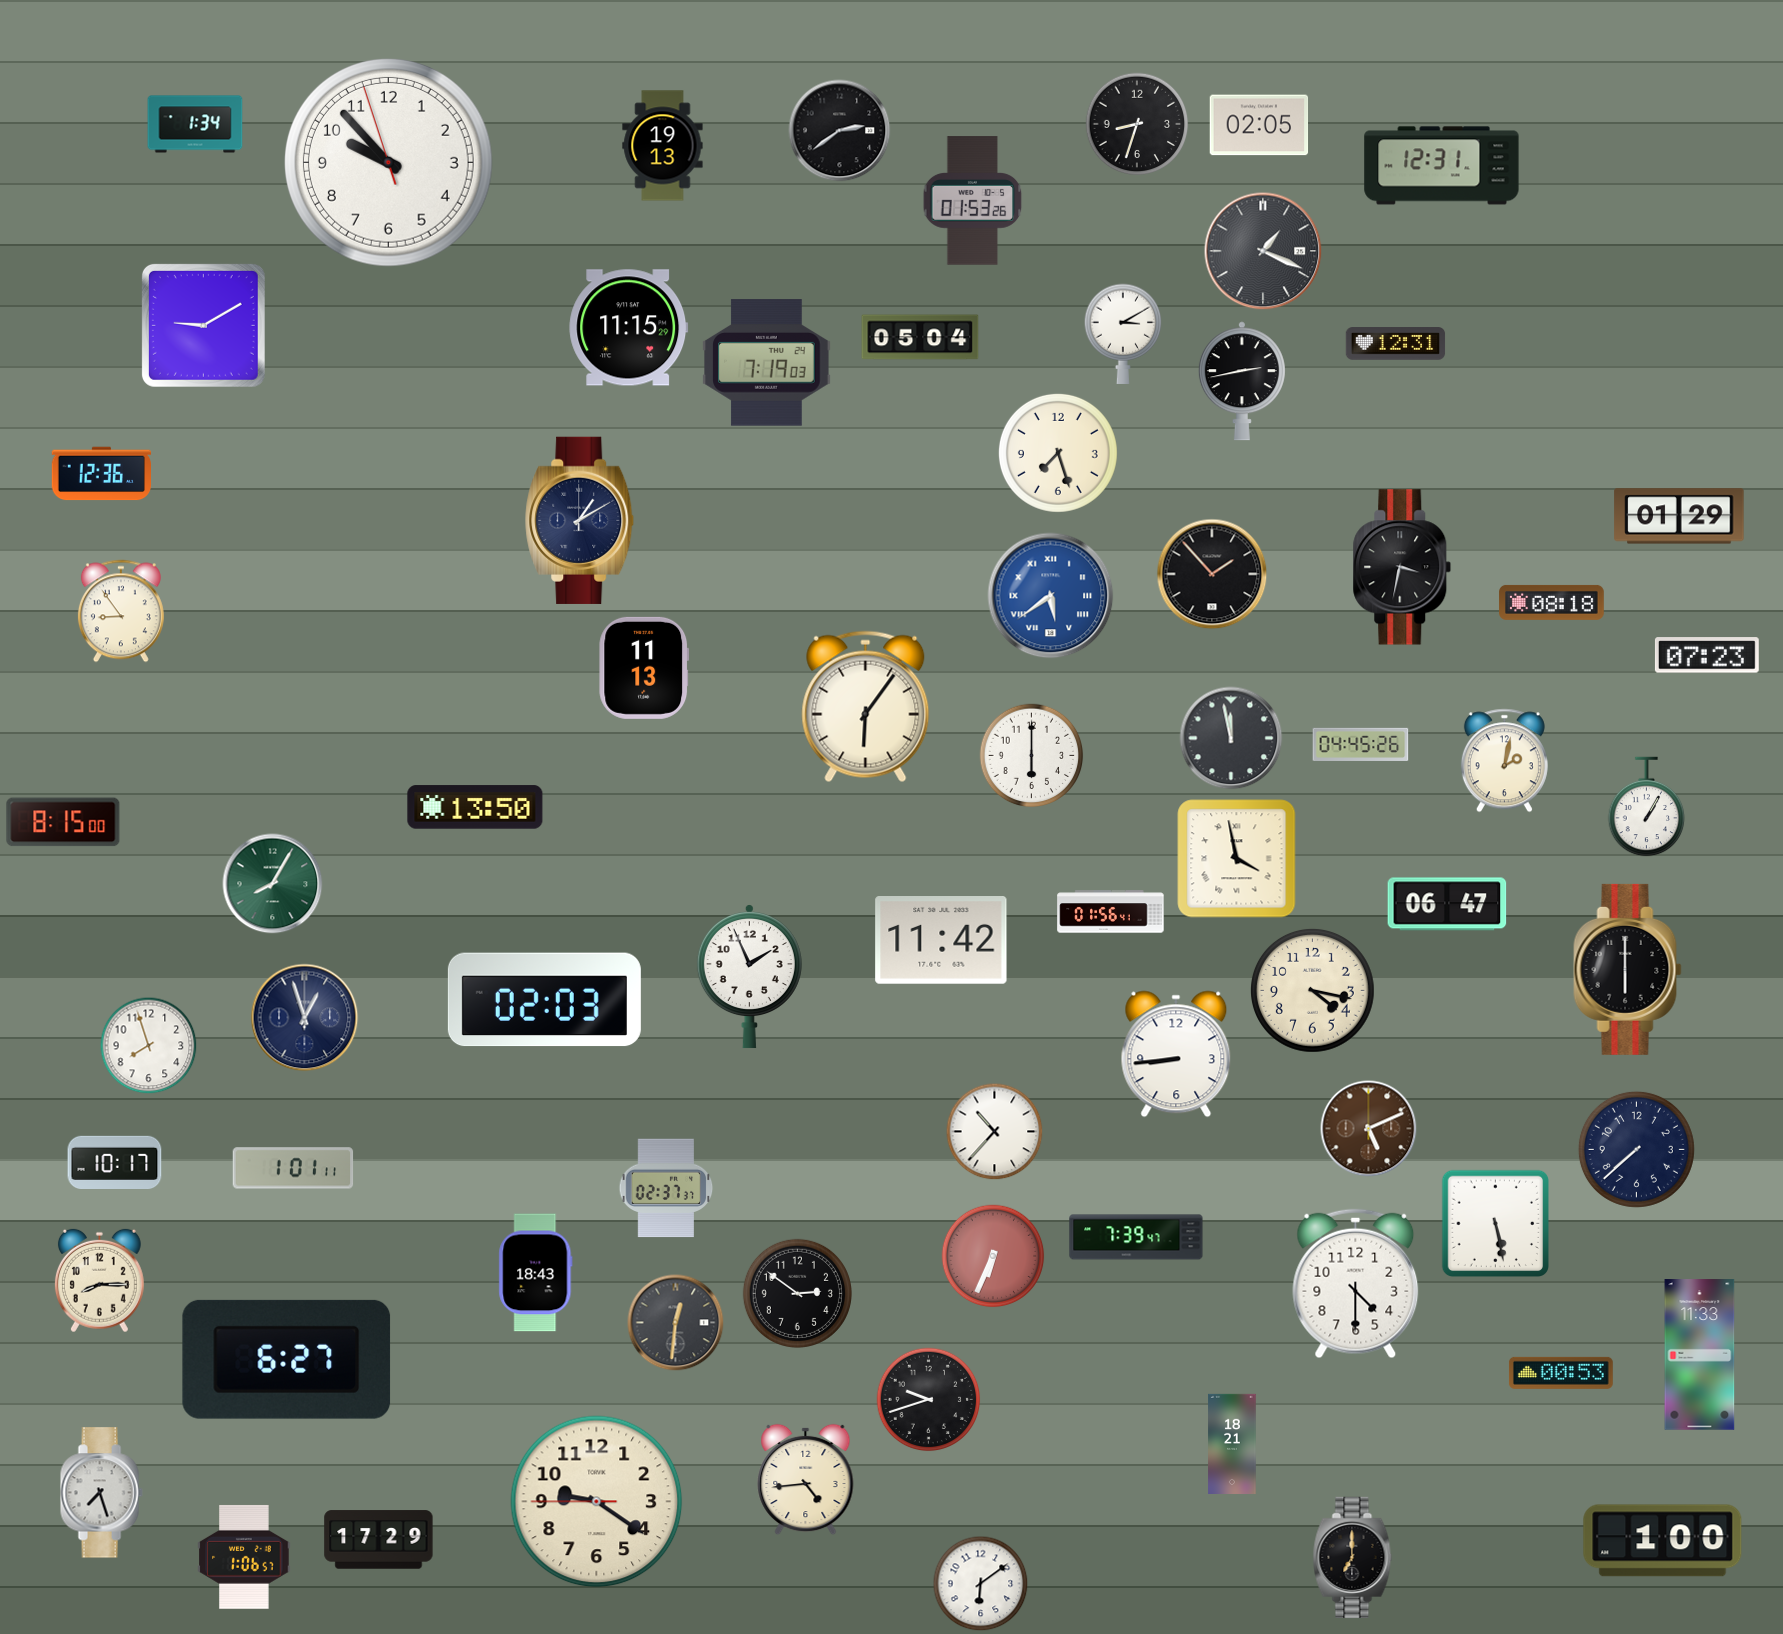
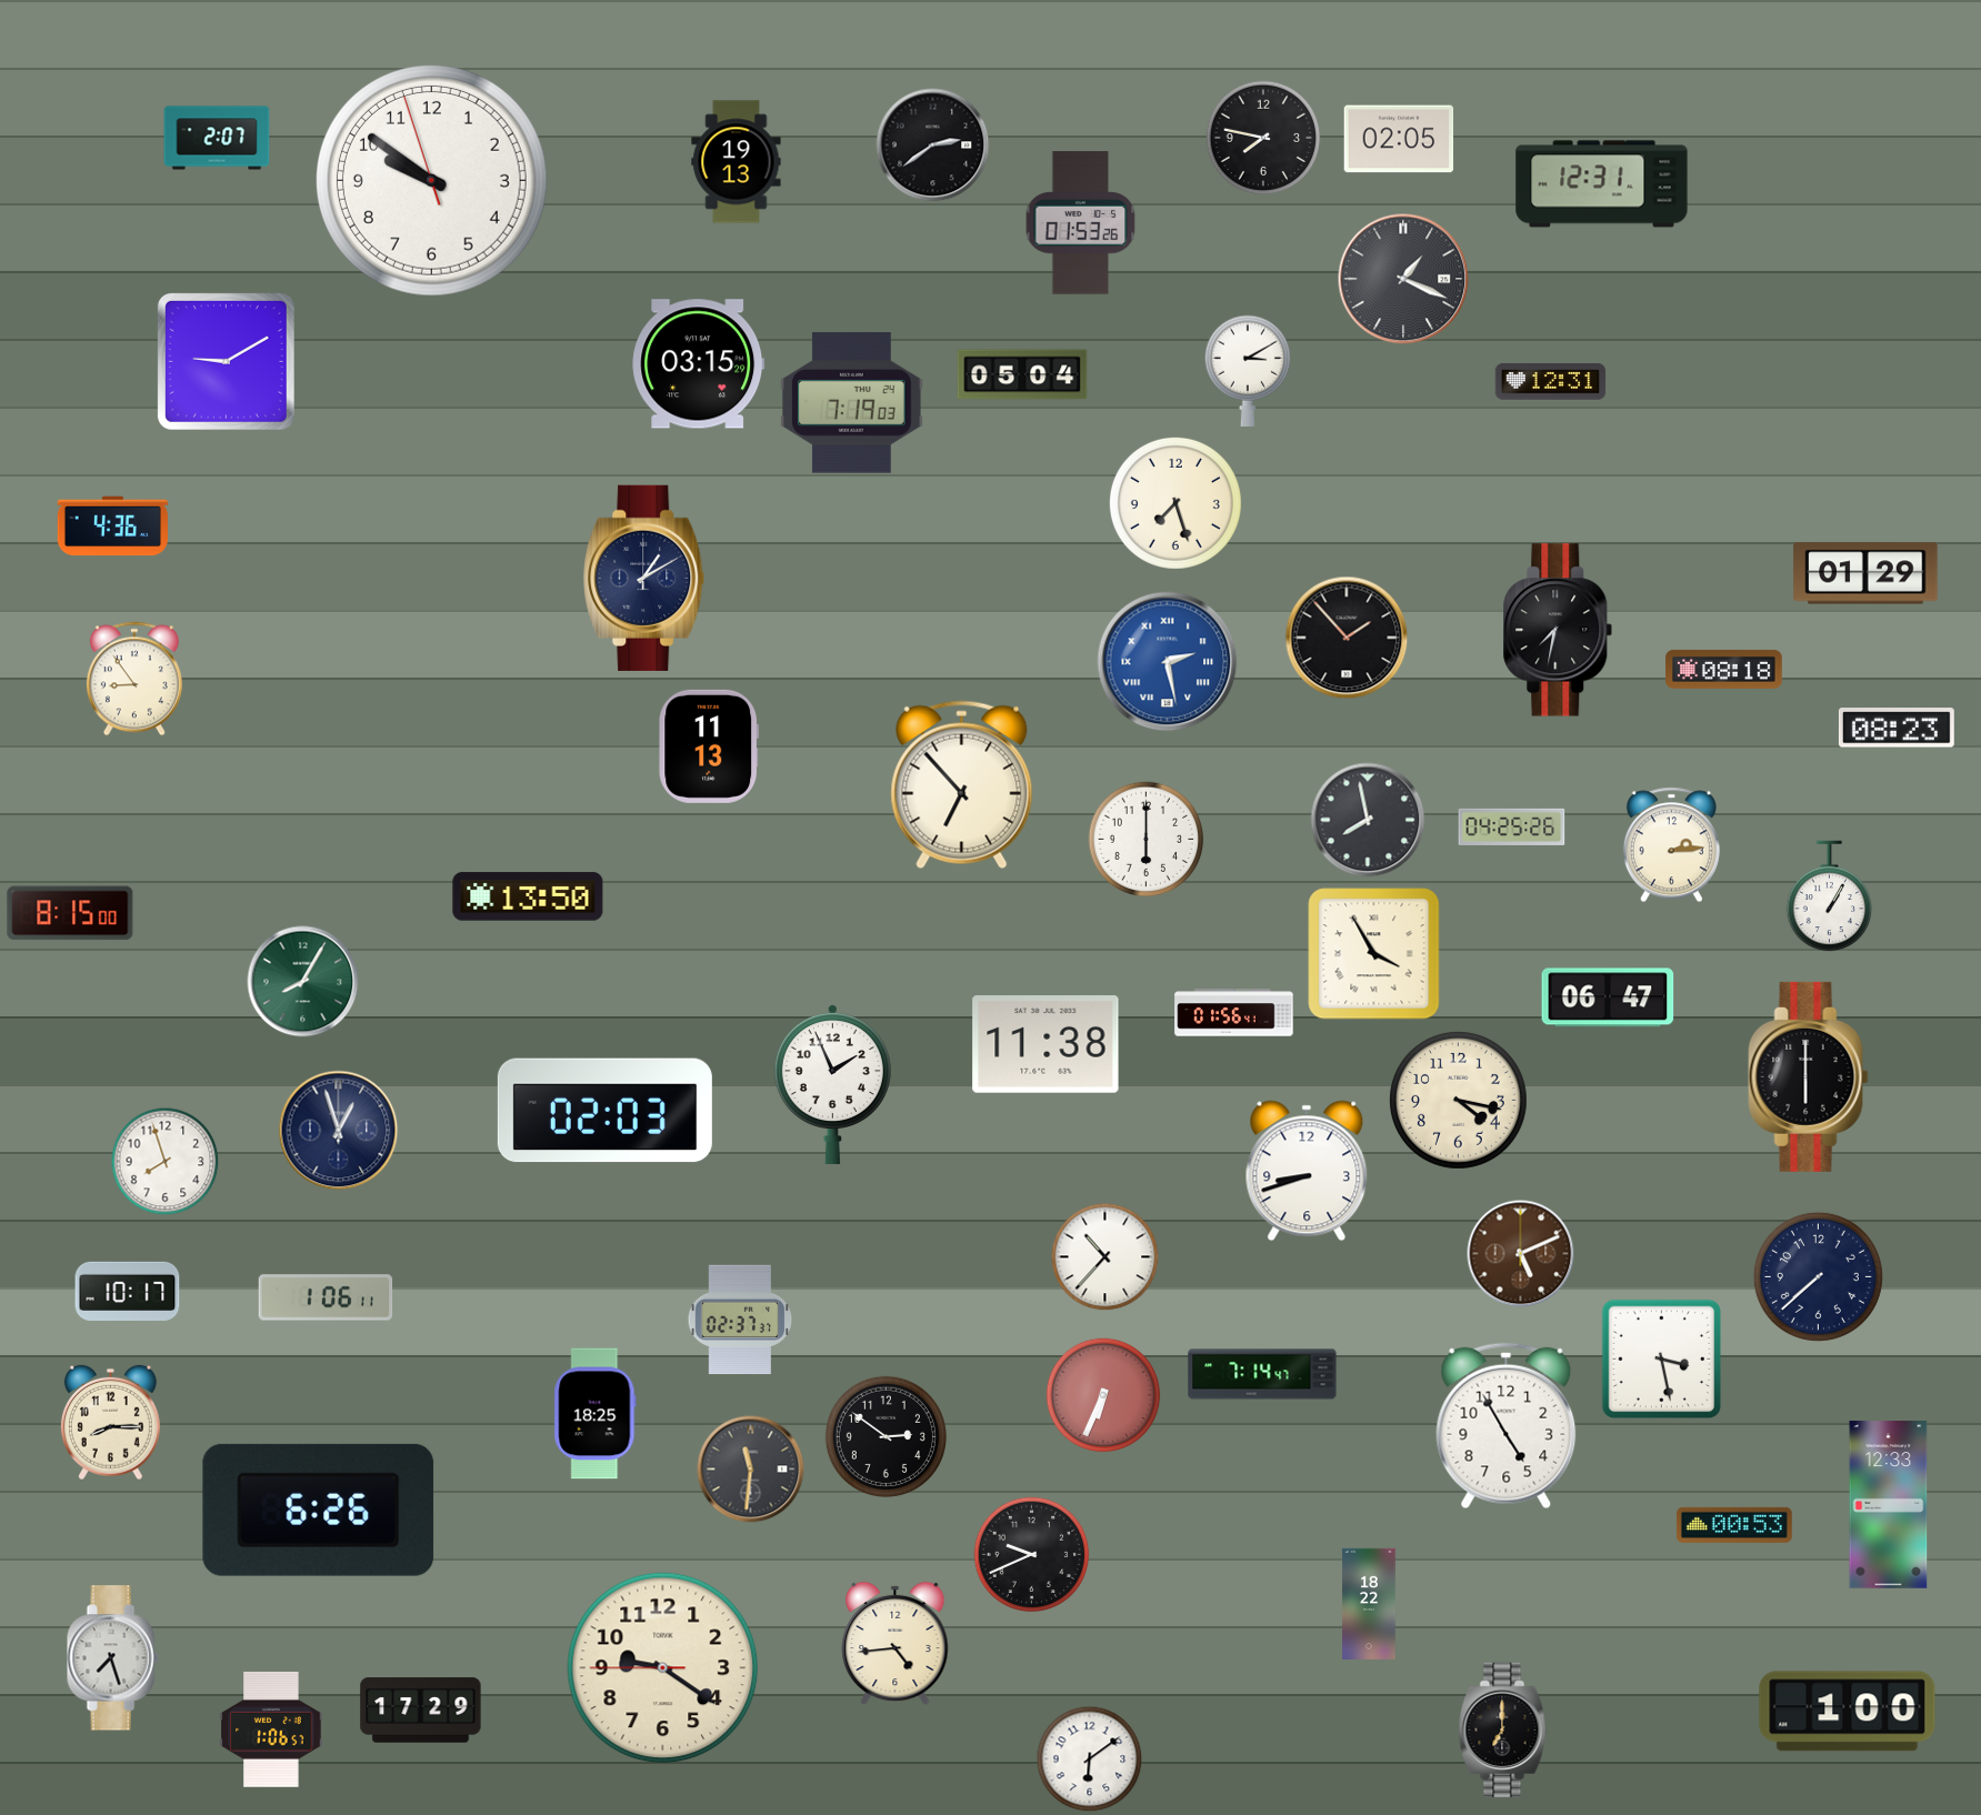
clock at (195, 124): 1:34 -> 2:07
clock at (1137, 124): 8:33 -> 7:47
clock at (389, 163): 9:52 -> 9:50
clock at (629, 328): 11:15 -> 03:15
clock at (1242, 381): 2:43 -> none
clock at (101, 474): 12:36 -> 4:36
clock at (1402, 567): 3:32 -> 7:32
clock at (1051, 596): 5:39 -> 2:28
clock at (1707, 655): 07:23 -> 08:23
clock at (644, 668) position: (644, 668) -> (709, 746)
clock at (866, 707): 6:06 -> 6:53
clock at (1231, 738): 11:58 -> 7:58
clock at (1361, 744): 04:45 -> 04:25
clock at (1504, 761): 2:02 -> 2:14
clock at (1237, 859): 3:58 -> 3:55
clock at (1447, 904) position: (1447, 904) -> (1608, 997)
clock at (941, 941): 11:42 -> 11:38
clock at (1176, 1054): 8:44 -> 8:42
clock at (293, 1168): 1:01 -> 1:06
clock at (1495, 1223): 5:28 -> 3:28
clock at (1136, 1237): 7:39 -> 7:14
clock at (536, 1273): 18:43 -> 18:25
clock at (1356, 1284): 4:30 -> 4:55
clock at (676, 1323): 12:31 -> 11:31
clock at (1700, 1355): 11:33 -> 12:33
clock at (287, 1359): 6:27 -> 6:26
clock at (929, 1400): 9:42 -> 9:41
clock at (1232, 1443): 18:21 -> 18:22
